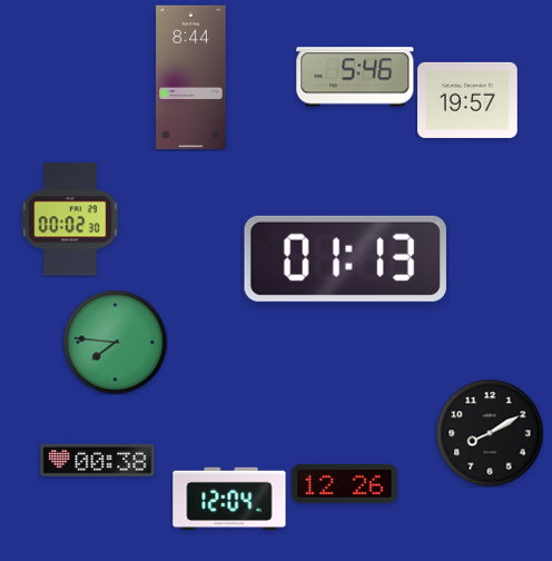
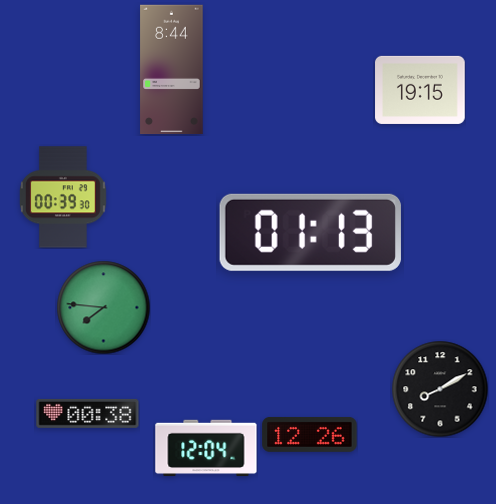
clock at (355, 77): 5:46 -> none
clock at (467, 100): 19:57 -> 19:15
clock at (71, 219): 00:02 -> 00:39
